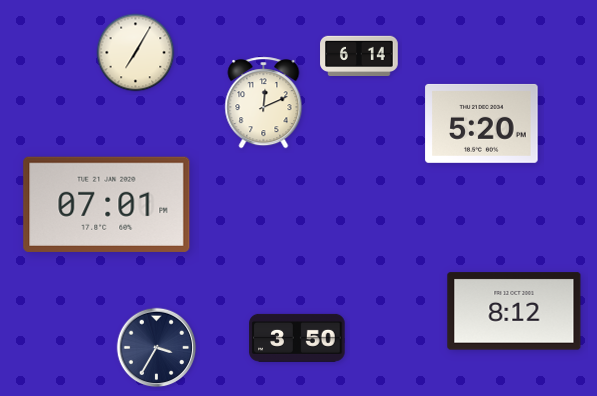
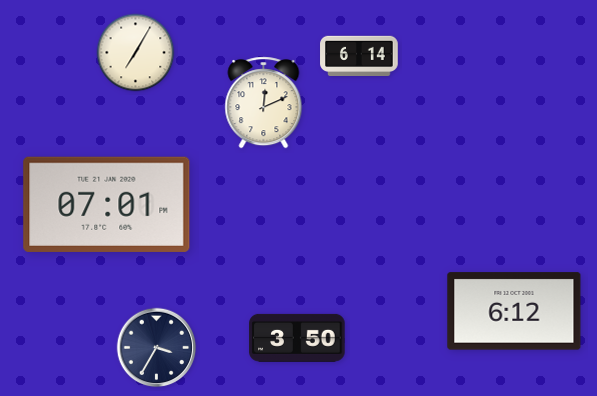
clock at (482, 123): 5:20 -> none
clock at (514, 311): 8:12 -> 6:12
